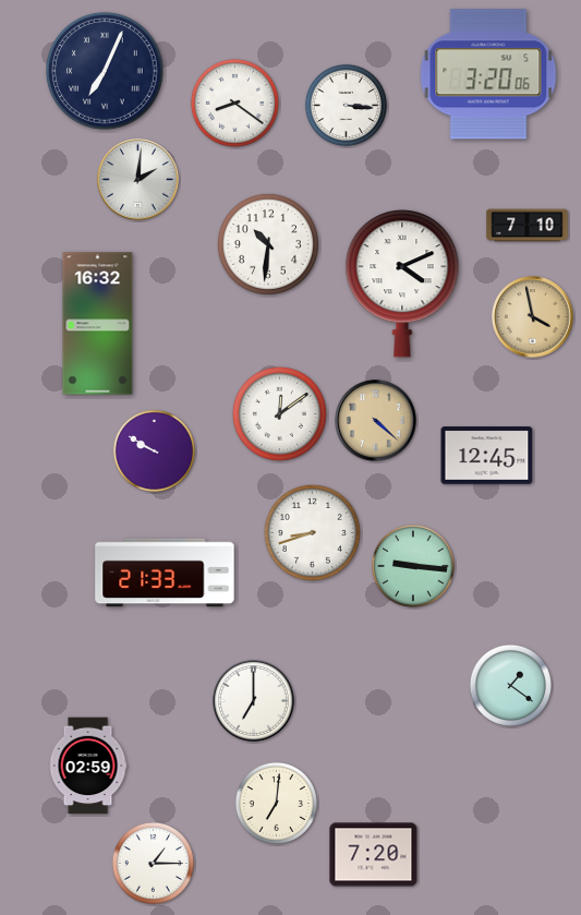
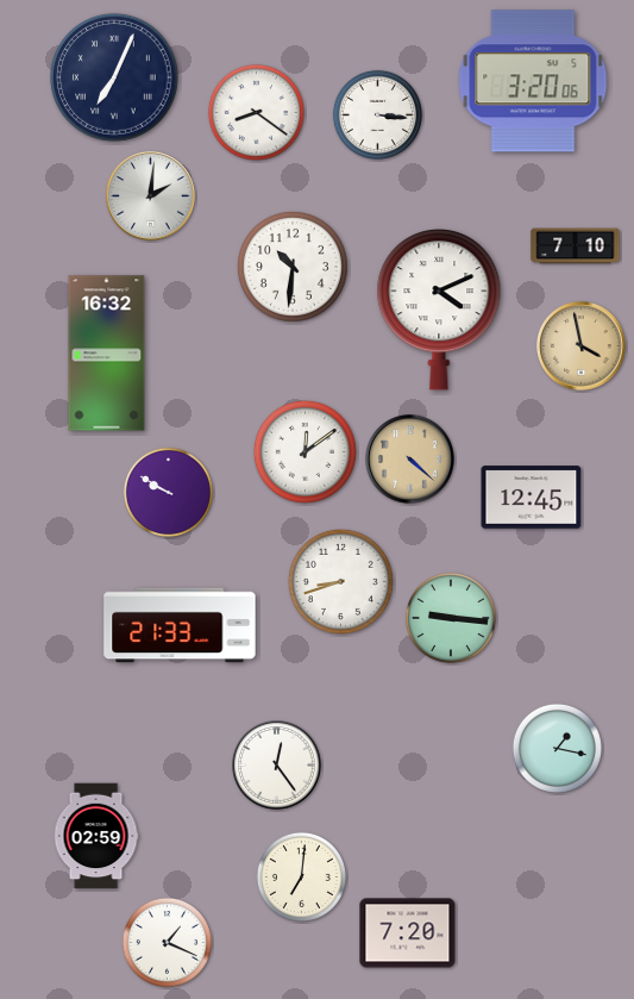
clock at (510, 685): 1:21 -> 1:17
clock at (254, 701): 7:00 -> 12:24
clock at (153, 863): 1:15 -> 1:19
